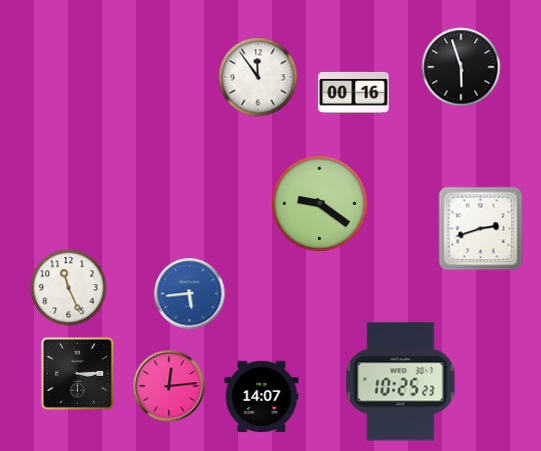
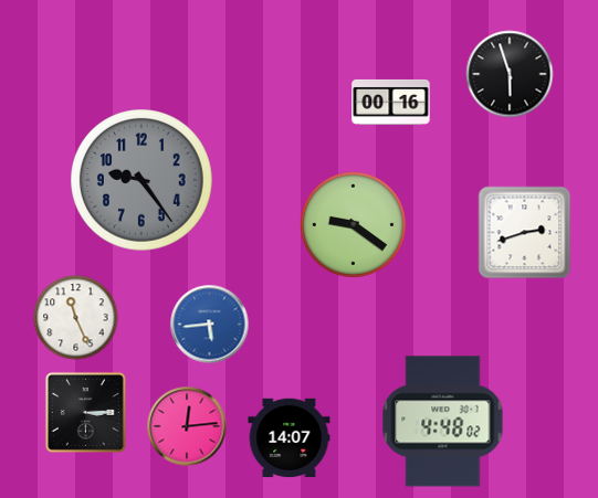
clock at (258, 77): 11:54 -> none
clock at (141, 180): none -> 9:24
clock at (481, 229) position: (481, 229) -> (525, 233)
clock at (401, 382): 10:25 -> 4:48
